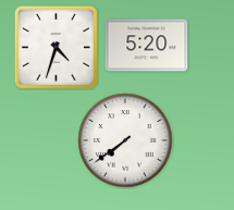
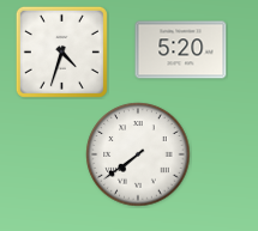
clock at (147, 46) position: (147, 46) -> (181, 50)
